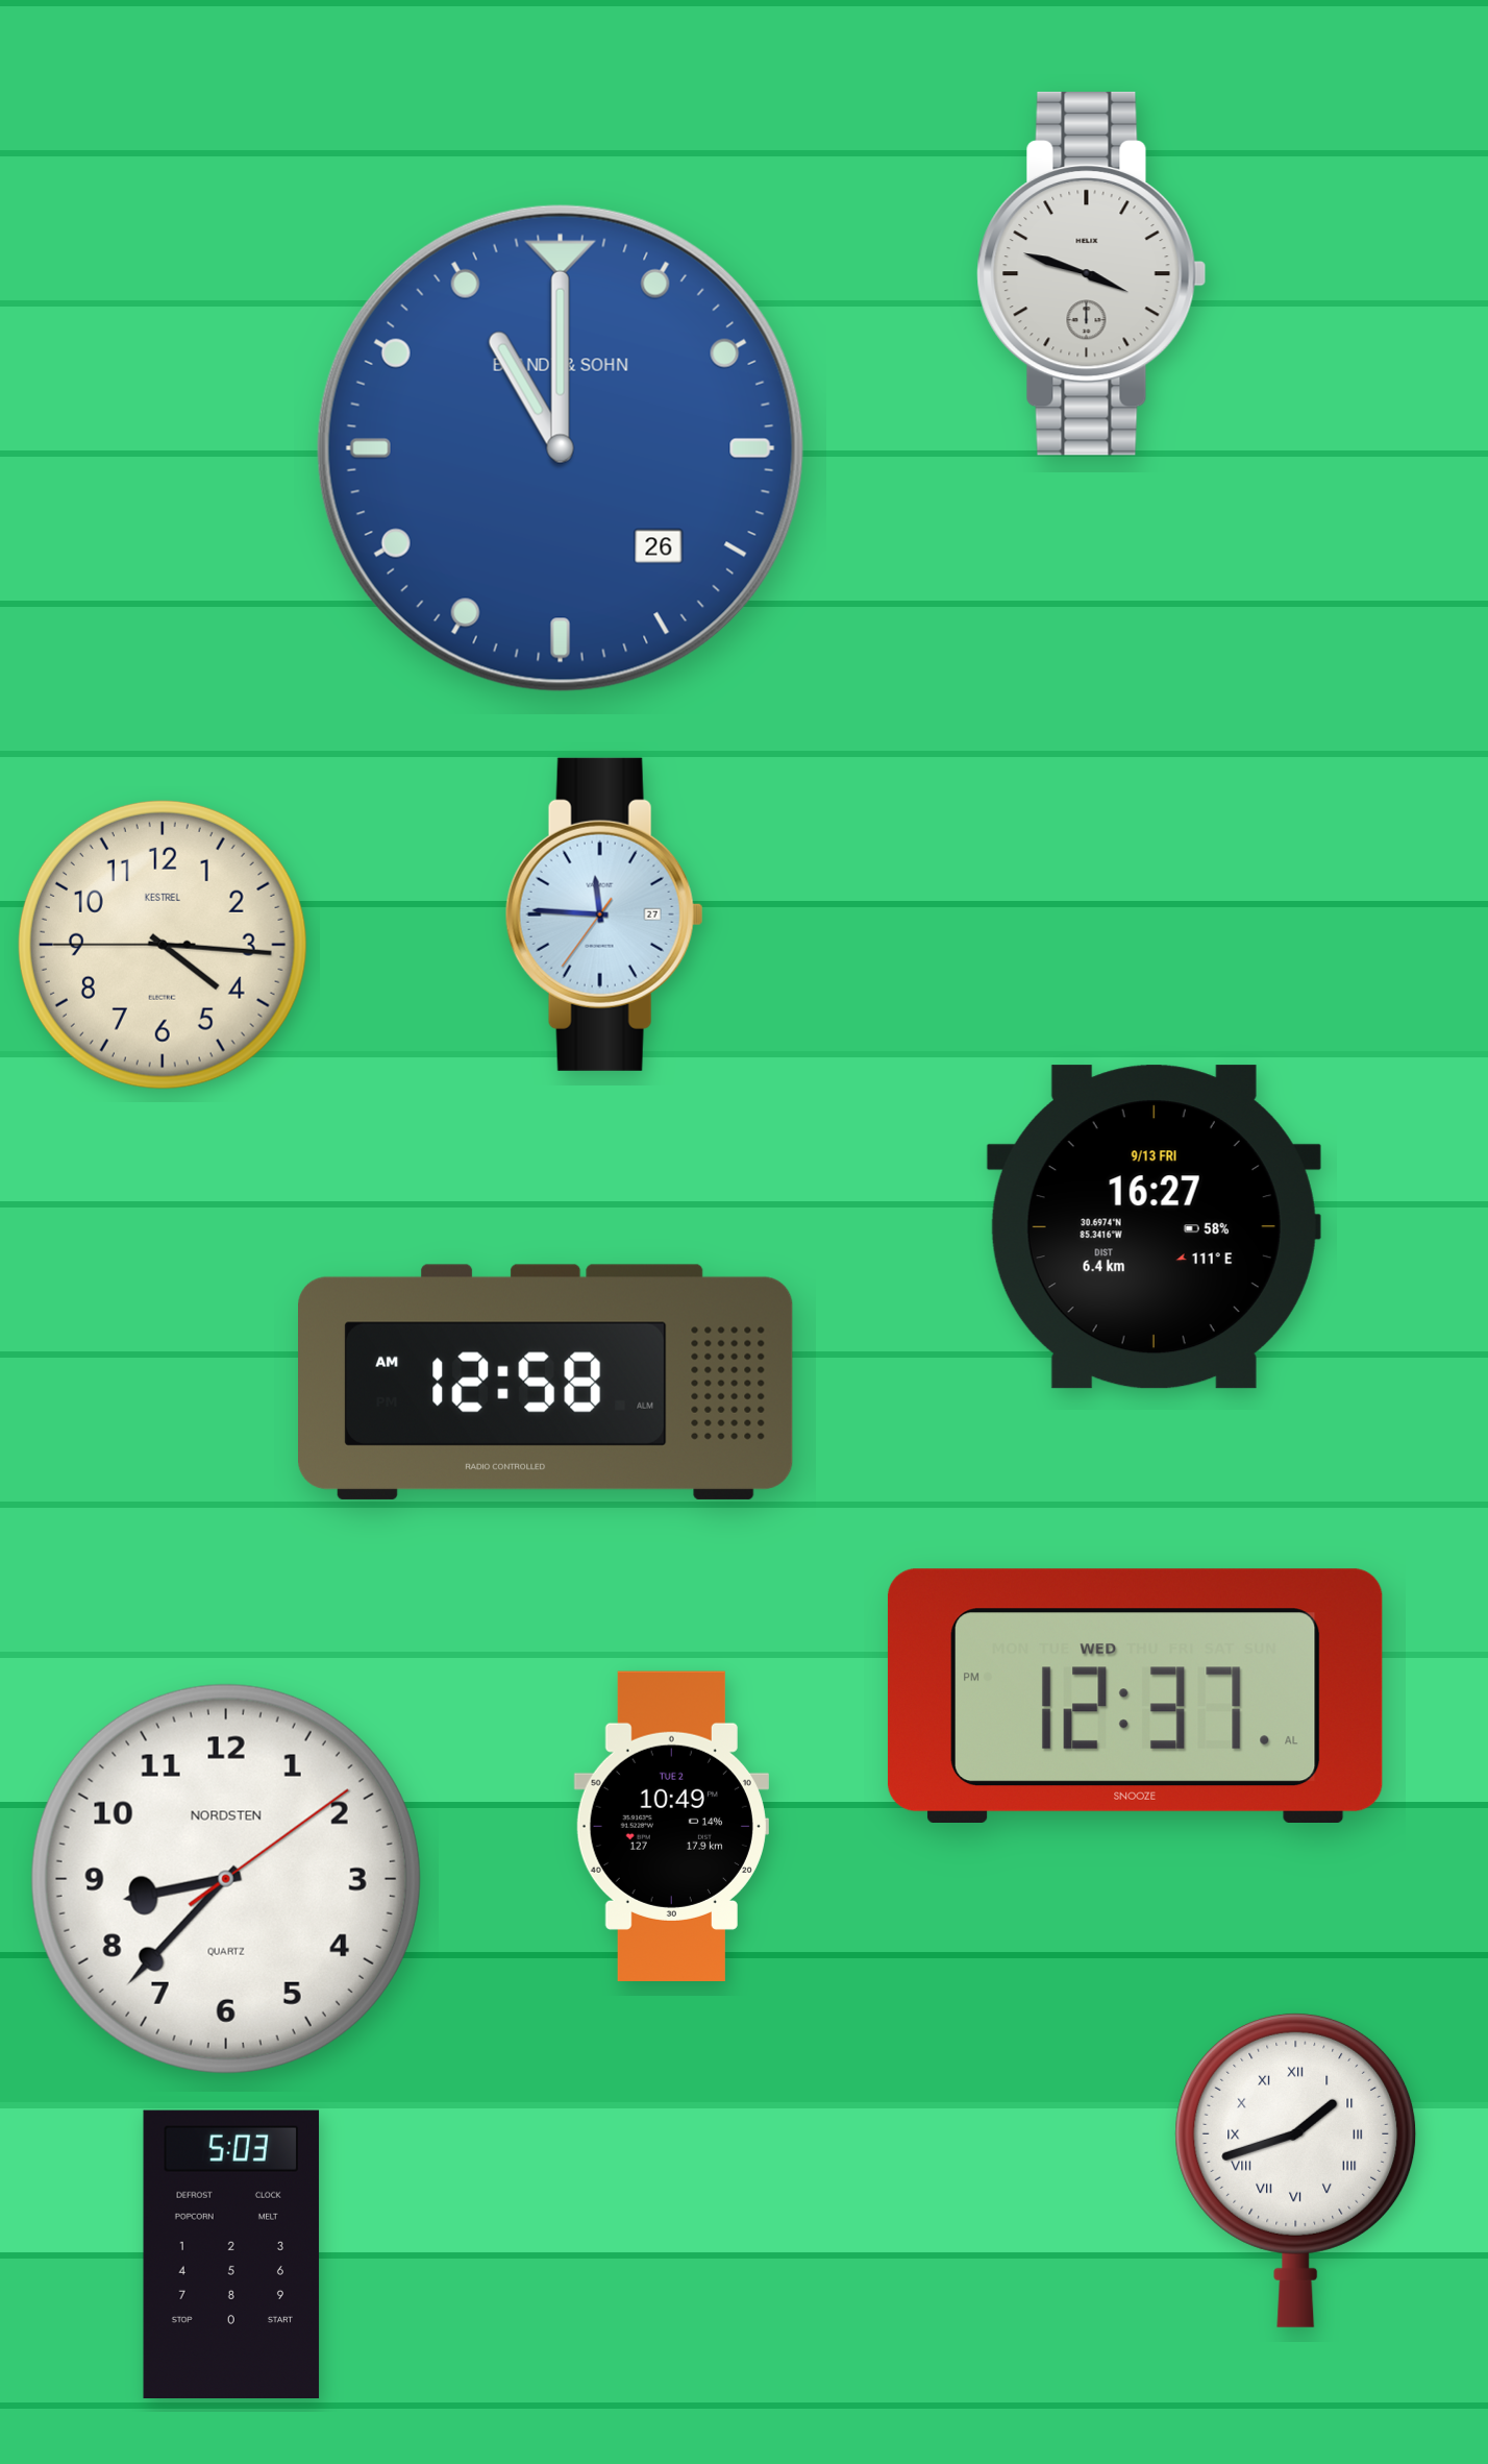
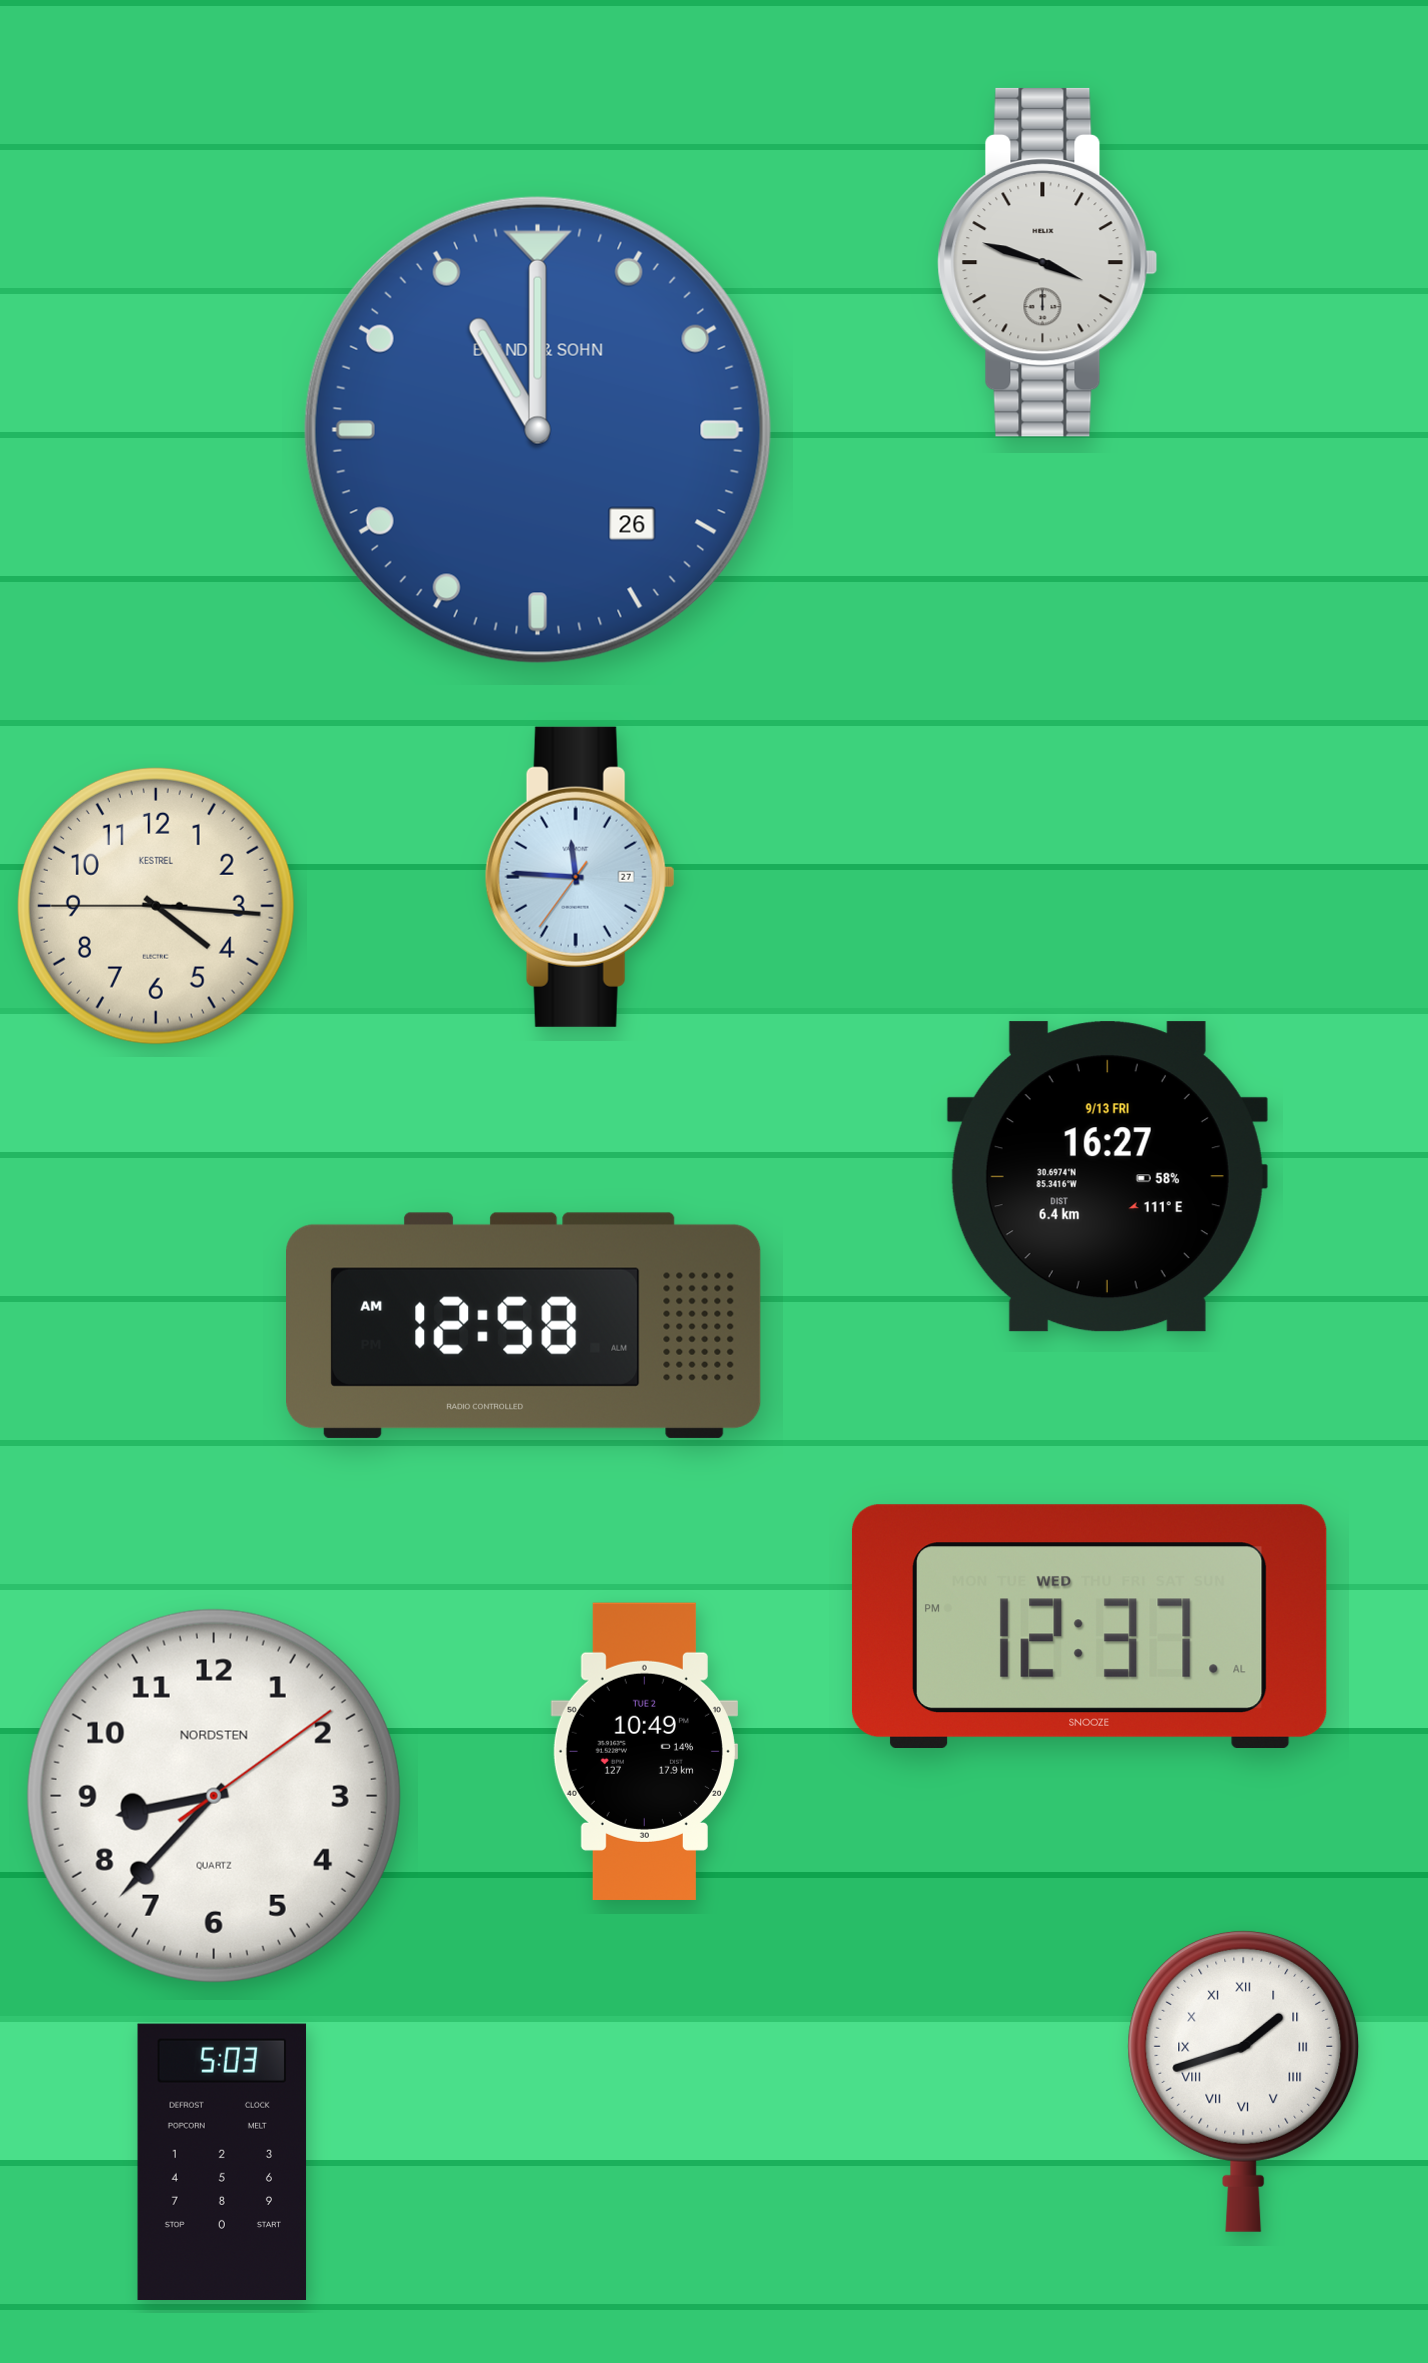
clock at (226, 1879) position: (226, 1879) -> (214, 1796)
